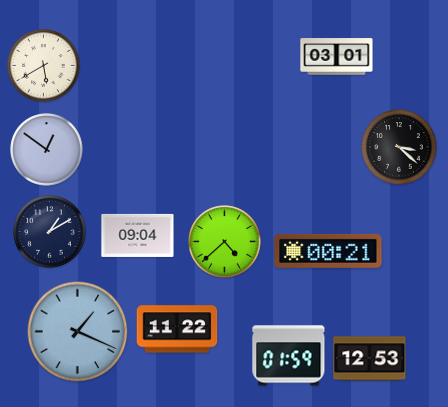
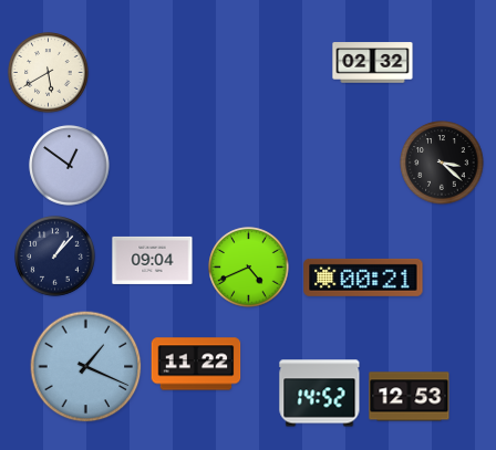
clock at (337, 57): 03:01 -> 02:32
clock at (47, 150) position: (47, 150) -> (70, 166)
clock at (50, 232): 1:10 -> 1:07
clock at (225, 242): 4:38 -> 4:41
clock at (289, 356): 01:59 -> 14:52
